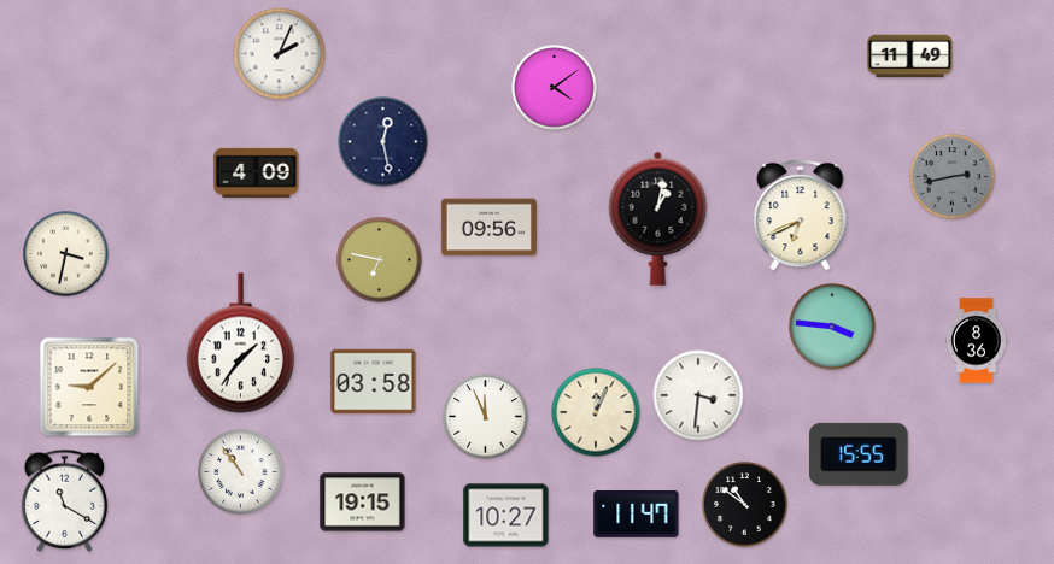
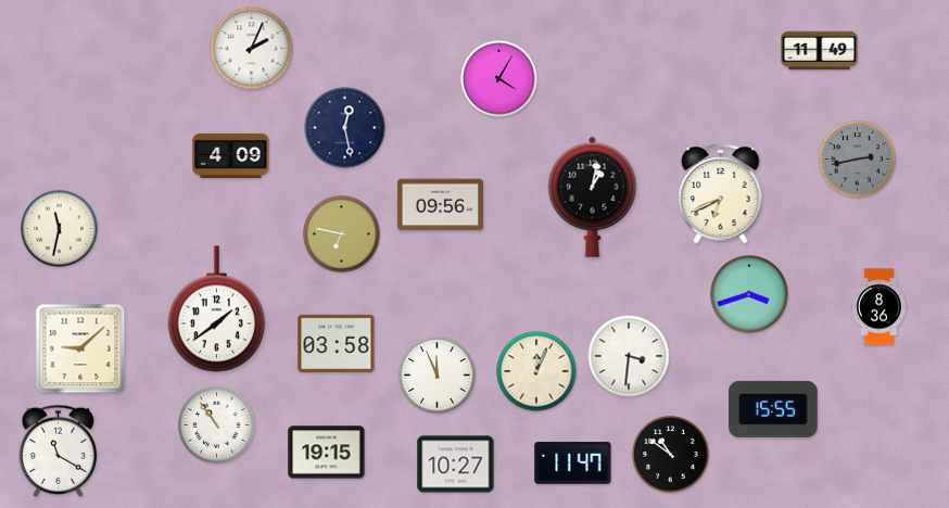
clock at (555, 88): 4:09 -> 4:05
clock at (66, 254): 3:32 -> 11:32
clock at (832, 327): 3:46 -> 3:42
clock at (240, 343): 1:36 -> 1:39
